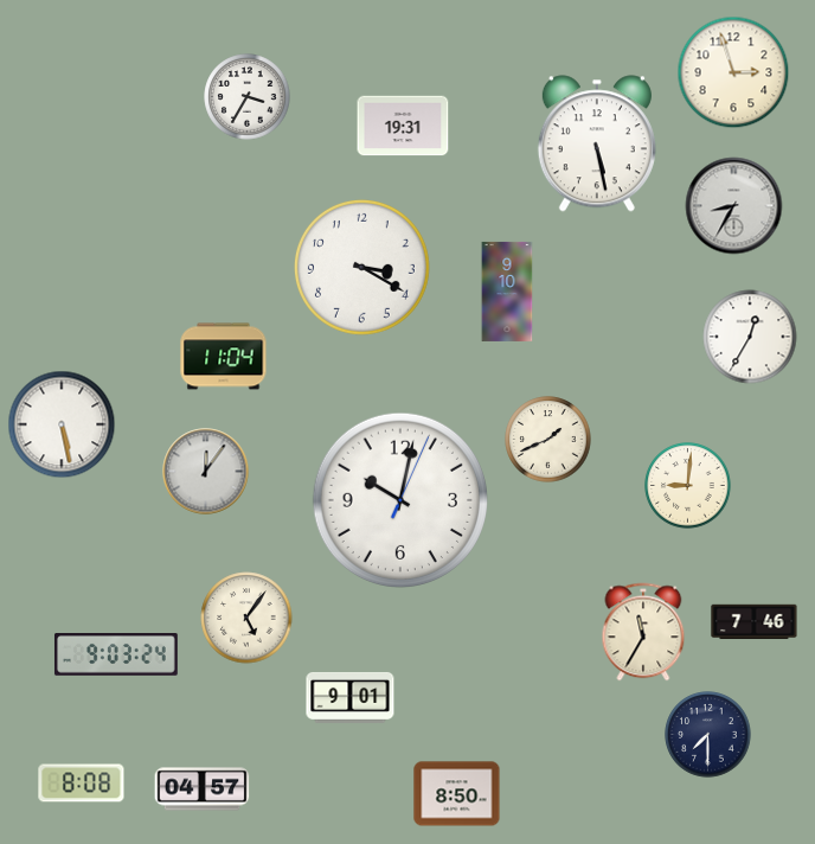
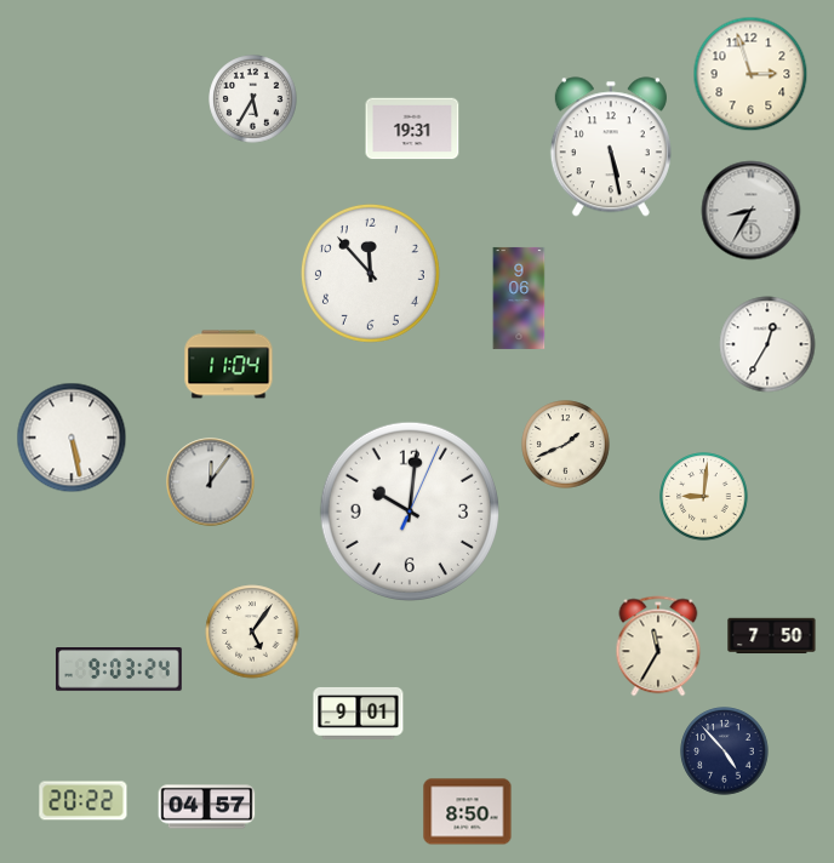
clock at (248, 97): 3:35 -> 5:35
clock at (361, 267): 3:20 -> 11:53
clock at (507, 292): 9:10 -> 9:06
clock at (62, 424) position: (62, 424) -> (72, 438)
clock at (548, 440) position: (548, 440) -> (566, 445)
clock at (399, 499): 10:02 -> 10:01
clock at (755, 622): 7:46 -> 7:50
clock at (708, 735): 7:30 -> 4:53
clock at (82, 784): 8:08 -> 20:22
